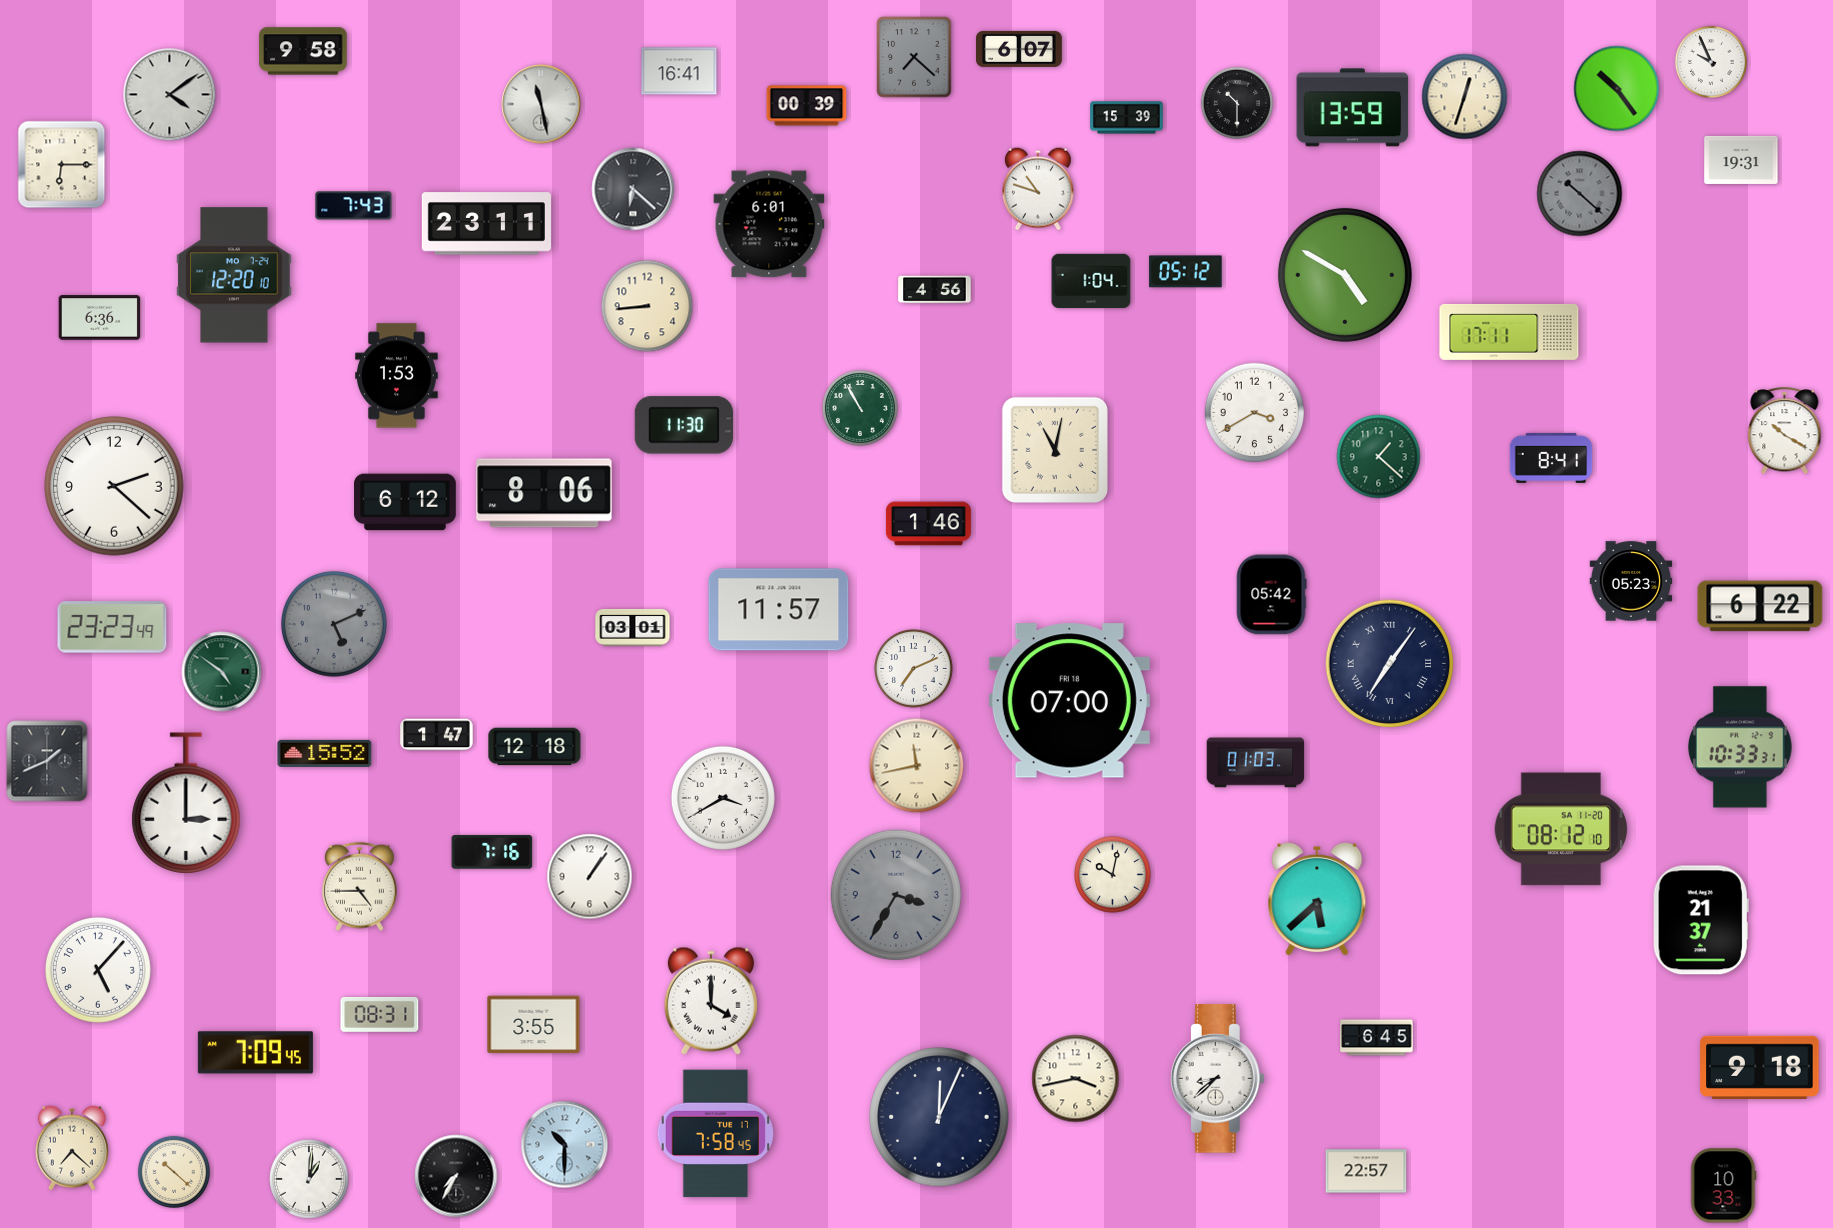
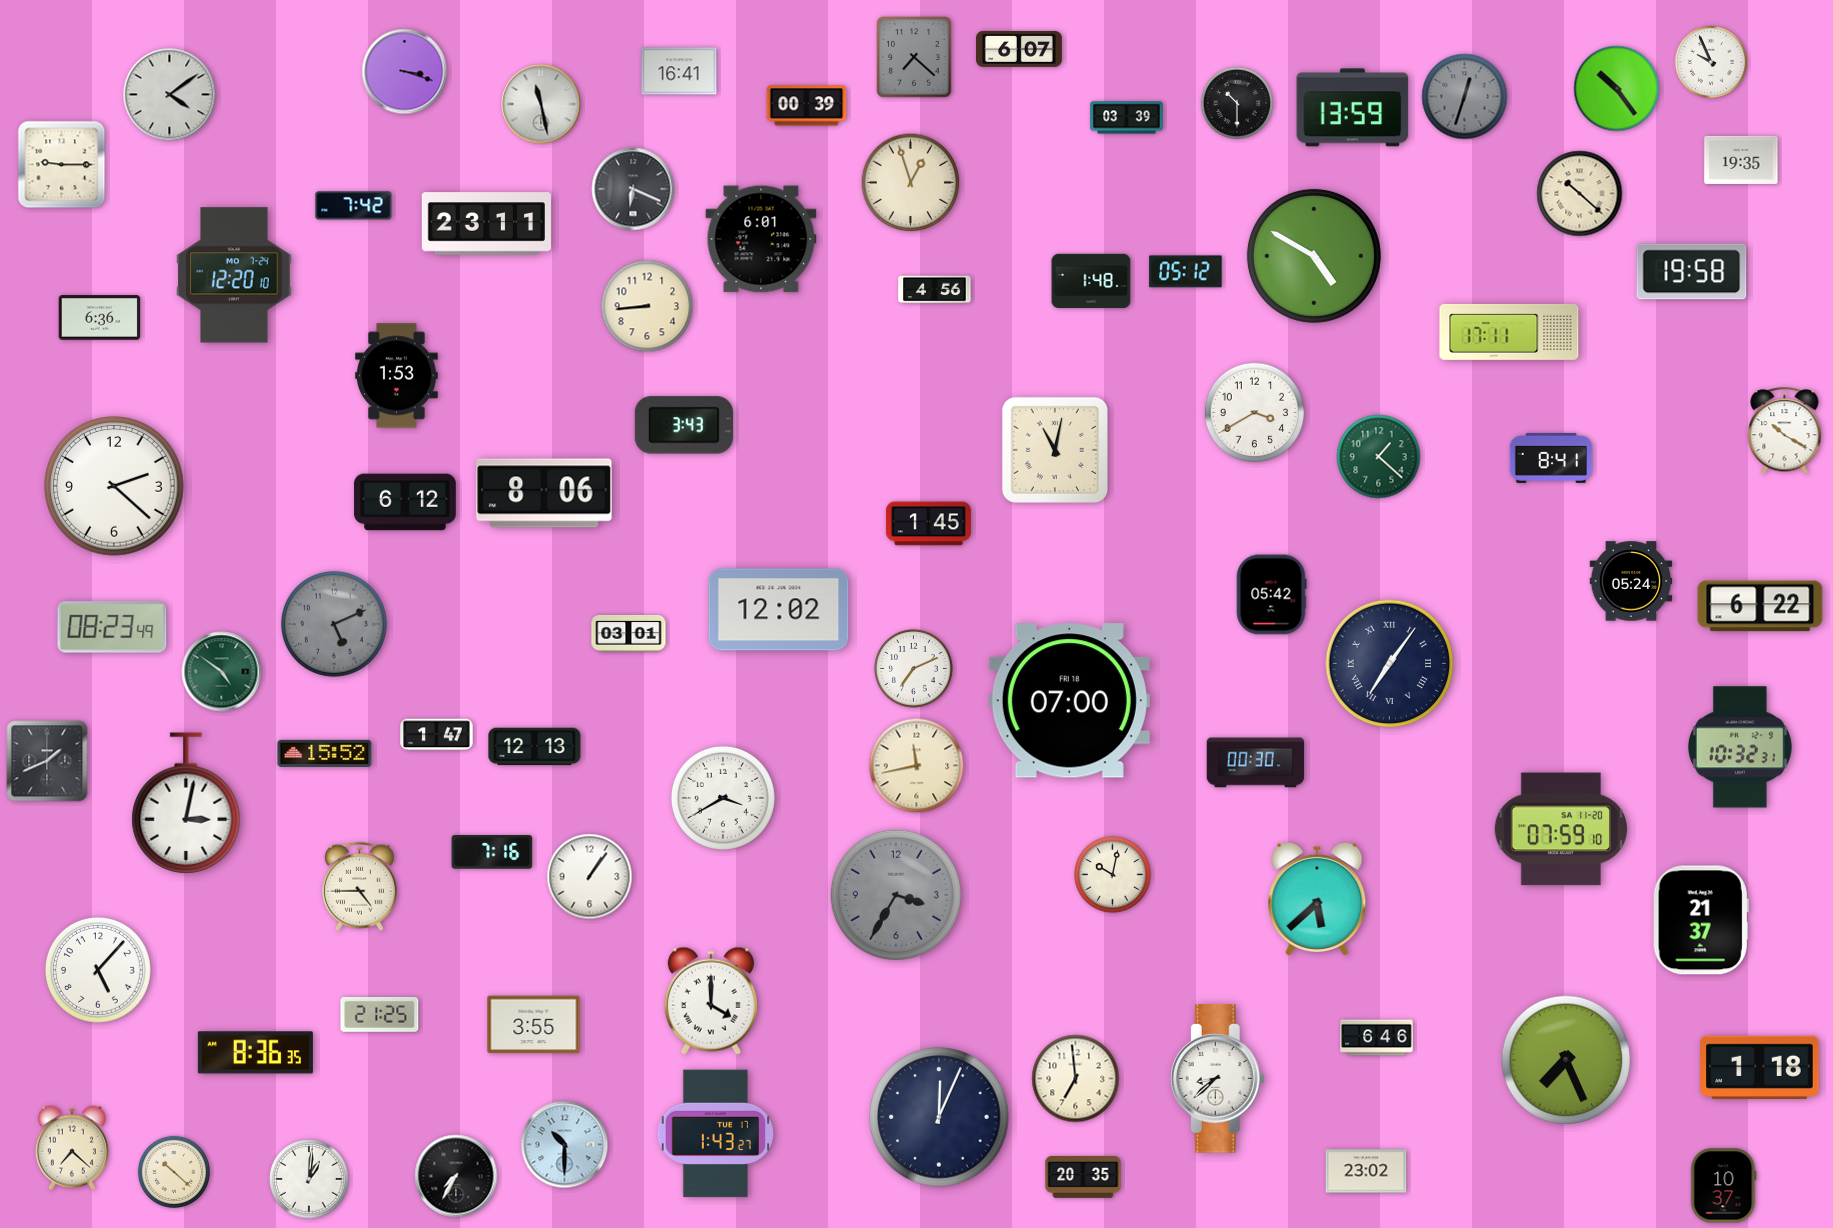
clock at (303, 51): 9:58 -> none
clock at (405, 72): none -> 3:18
clock at (1465, 97) dial: cream -> grey
clock at (1127, 118): 15:39 -> 03:39
clock at (1741, 160): 19:31 -> 19:35
clock at (62, 165): 6:15 -> 9:15
clock at (911, 183): none -> 12:57
clock at (633, 189): 6:22 -> 6:19
clock at (1038, 189): 10:48 -> none
clock at (1580, 194) dial: grey -> cream
clock at (354, 206): 7:43 -> 7:42
clock at (769, 224) position: (769, 224) -> (761, 239)
clock at (1692, 272): none -> 19:58
clock at (1345, 275) position: (1345, 275) -> (1314, 256)
clock at (1091, 281): 1:04 -> 1:48
clock at (860, 408): 10:55 -> none
clock at (684, 425): 11:30 -> 3:43
clock at (928, 524): 1:46 -> 1:45
clock at (1631, 581): 05:23 -> 05:24
clock at (779, 610): 11:57 -> 12:02
clock at (112, 627): 23:23 -> 08:23
clock at (633, 628) position: (633, 628) -> (629, 634)
clock at (535, 747): 12:18 -> 12:13
clock at (1740, 747): 10:33 -> 10:32
clock at (1256, 763): 01:03 -> 00:30
clock at (186, 803): 3:00 -> 3:02
clock at (1561, 829): 08:12 -> 07:59
clock at (380, 1014): 08:31 -> 21:25
clock at (1377, 1038): 6:45 -> 6:46
clock at (255, 1053): 7:09 -> 8:36
clock at (1565, 1059): none -> 7:26
clock at (1760, 1067): 9:18 -> 1:18
clock at (1076, 1079): 3:43 -> 6:59
clock at (715, 1134): 7:58 -> 1:43
clock at (1366, 1171): 22:57 -> 23:02
clock at (1083, 1178): none -> 20:35
clock at (1724, 1186): 10:33 -> 10:37
